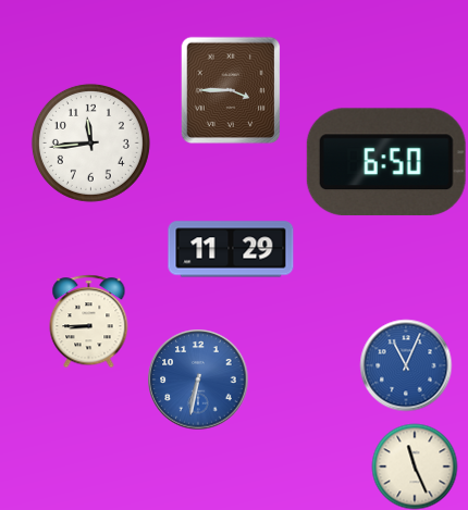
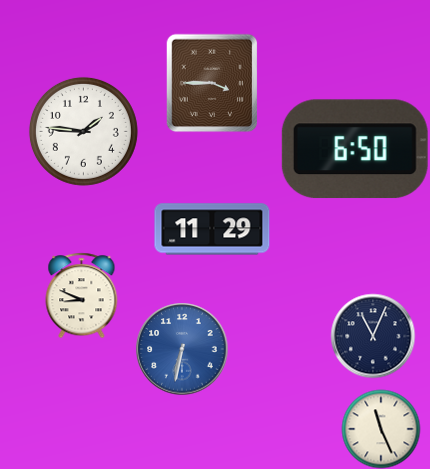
clock at (90, 142): 11:44 -> 1:46
clock at (89, 321): 8:45 -> 8:49
clock at (406, 365) dial: blue -> navy
